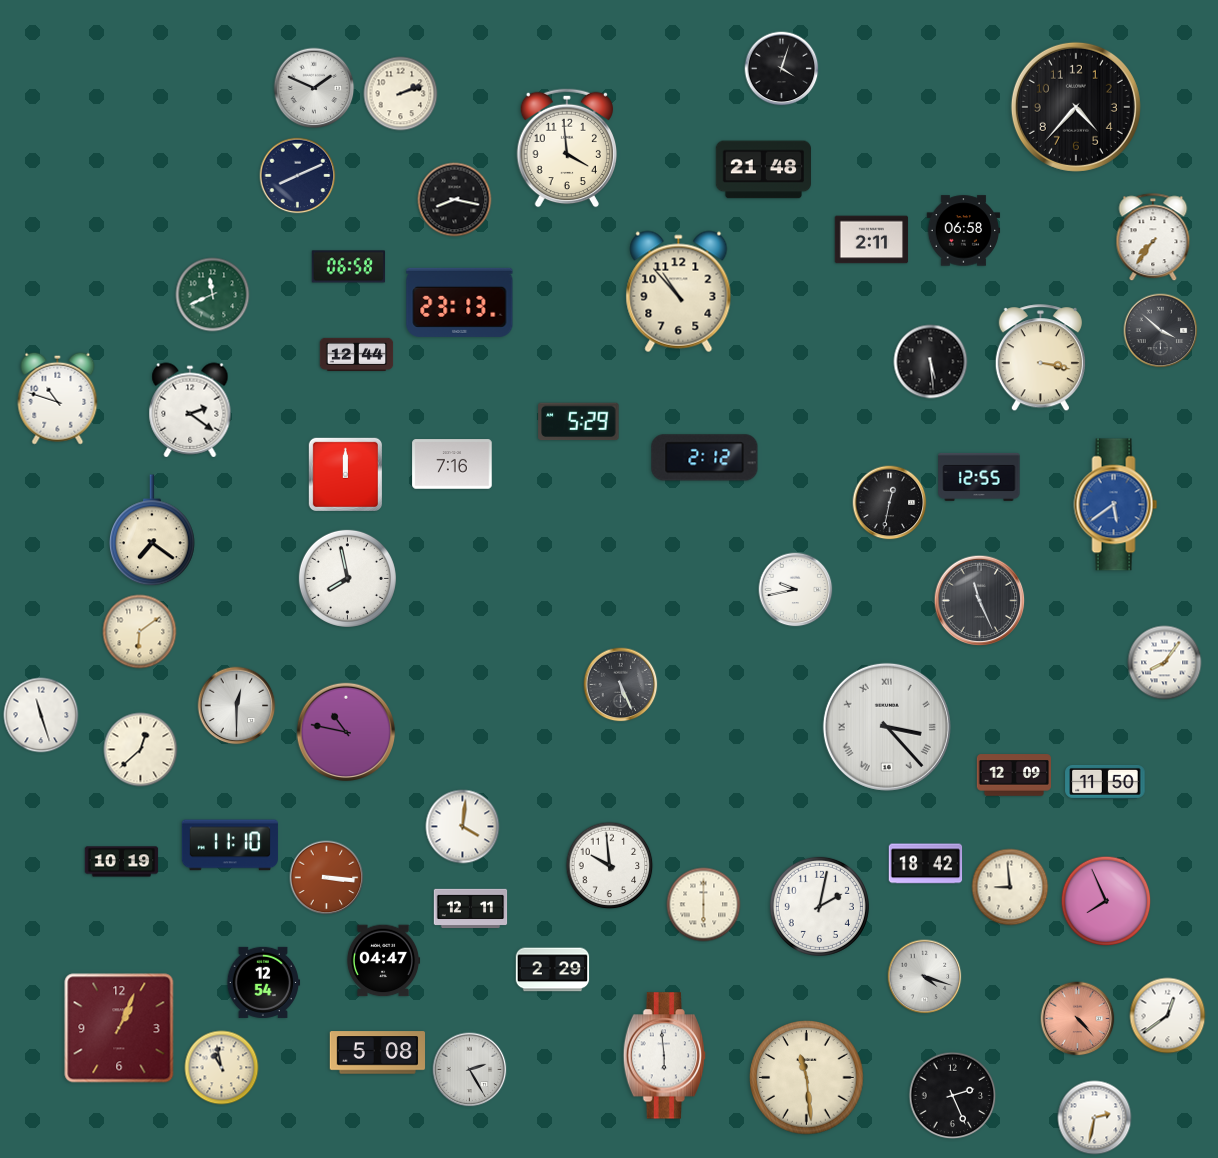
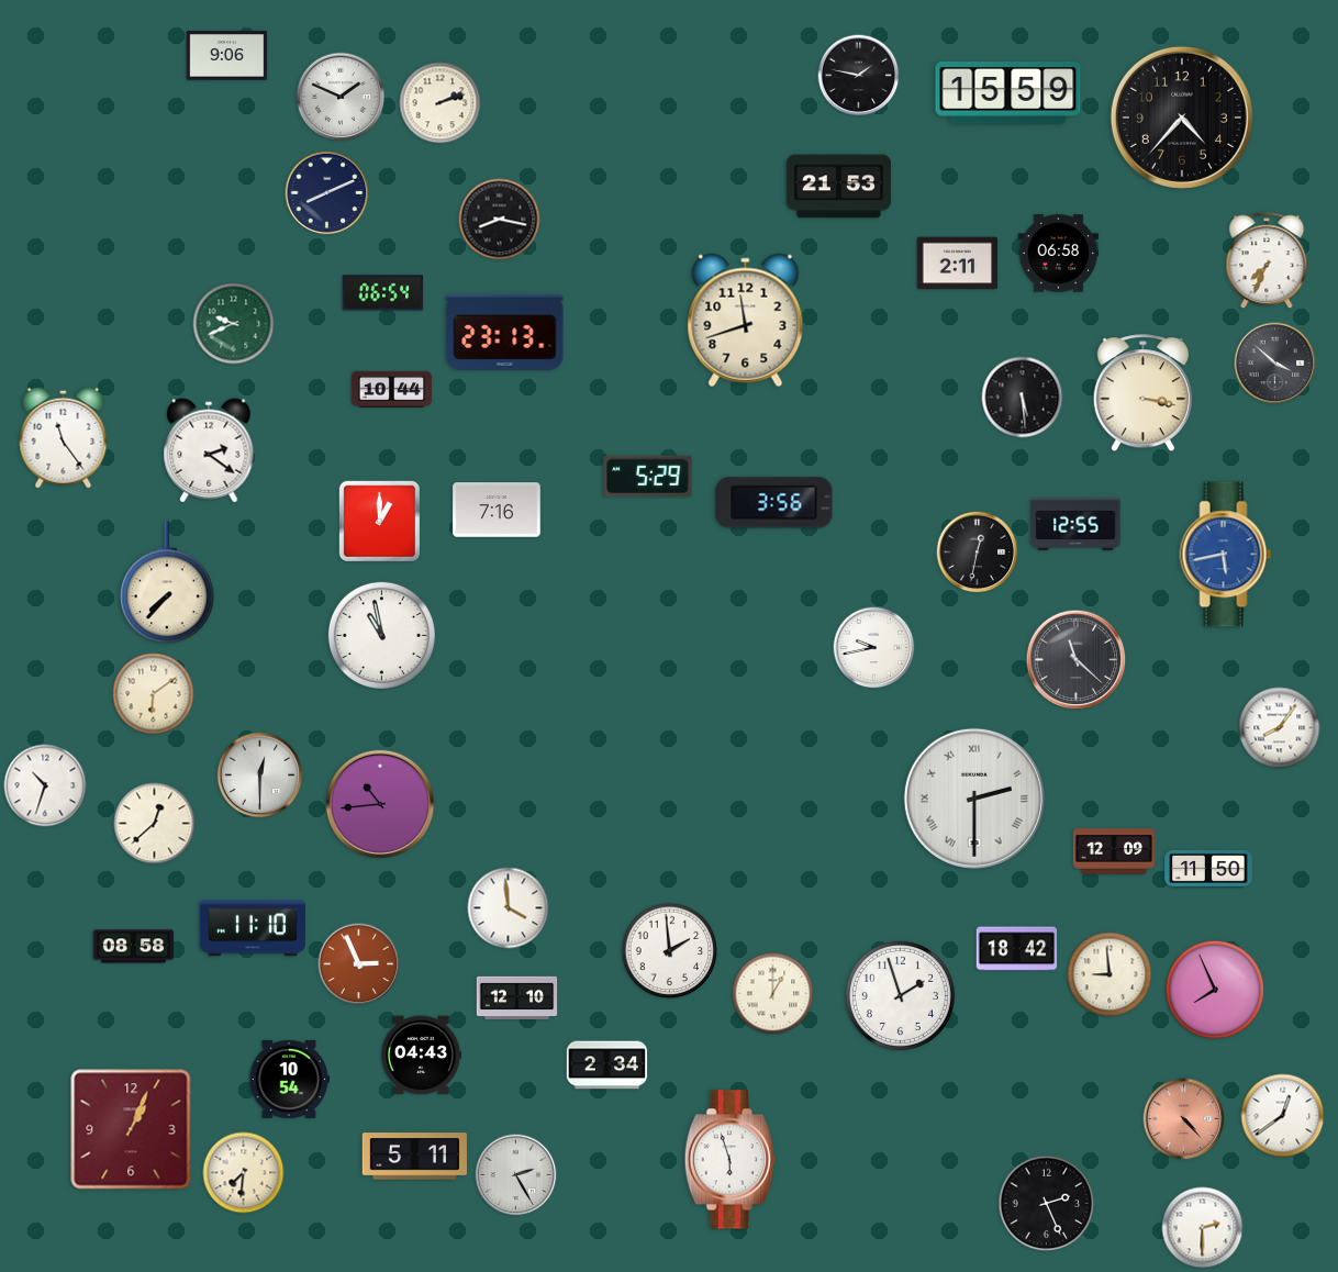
clock at (227, 56): none -> 9:06
clock at (782, 69): 4:03 -> 1:47
clock at (1008, 93): none -> 15:59
clock at (314, 88) position: (314, 88) -> (341, 97)
clock at (566, 148): 3:59 -> none
clock at (763, 170): 21:48 -> 21:53
clock at (1153, 238): 7:36 -> 7:34
clock at (349, 267): 06:58 -> 06:54
clock at (679, 292): 10:53 -> 11:42
clock at (213, 295): 11:41 -> 9:41
clock at (357, 354): 12:44 -> 10:44
clock at (58, 398): 10:48 -> 11:24
clock at (579, 422) position: (579, 422) -> (648, 477)
clock at (705, 458): 2:12 -> 3:56
clock at (345, 474): 12:00 -> 1:00
clock at (1116, 505): 5:39 -> 5:43
clock at (153, 531): 7:21 -> 7:37
clock at (347, 578): 7:58 -> 10:58
clock at (980, 601): 11:26 -> 11:22
clock at (621, 685): 5:26 -> none
clock at (41, 715): 11:27 -> 10:33
clock at (887, 727): 3:23 -> 2:30
clock at (346, 732): 10:47 -> 10:44
clock at (1105, 782) position: (1105, 782) -> (1208, 869)
clock at (463, 827): 4:01 -> 3:59
clock at (122, 862): 10:19 -> 08:58
clock at (610, 866): 9:59 -> 1:59
clock at (327, 878): 3:16 -> 2:56
clock at (704, 905): 6:00 -> 1:00
clock at (819, 906): 2:02 -> 1:57
clock at (471, 909): 12:11 -> 12:10
clock at (383, 961): 04:47 -> 04:43
clock at (553, 970): 2:29 -> 2:34
clock at (925, 977): 4:18 -> none
clock at (263, 982): 12:54 -> 10:54
clock at (378, 1053): 5:08 -> 5:11
clock at (664, 1056): 5:59 -> 5:57
clock at (222, 1068): 10:58 -> 7:31
clock at (807, 1078): 11:29 -> none
clock at (1095, 1118): 2:32 -> 2:30
